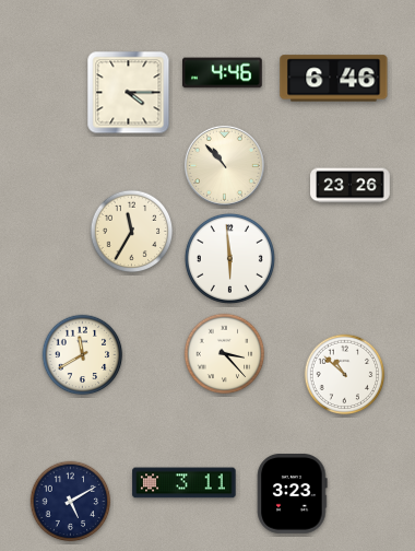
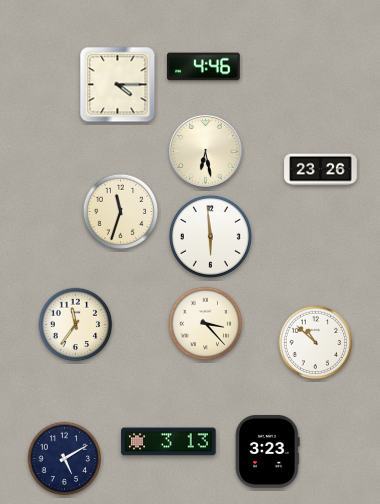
clock at (334, 79): 6:46 -> none
clock at (224, 165): 10:53 -> 6:28
clock at (132, 232): 11:35 -> 11:33
clock at (83, 355): 11:40 -> 11:36
clock at (185, 483): 3:11 -> 3:13
